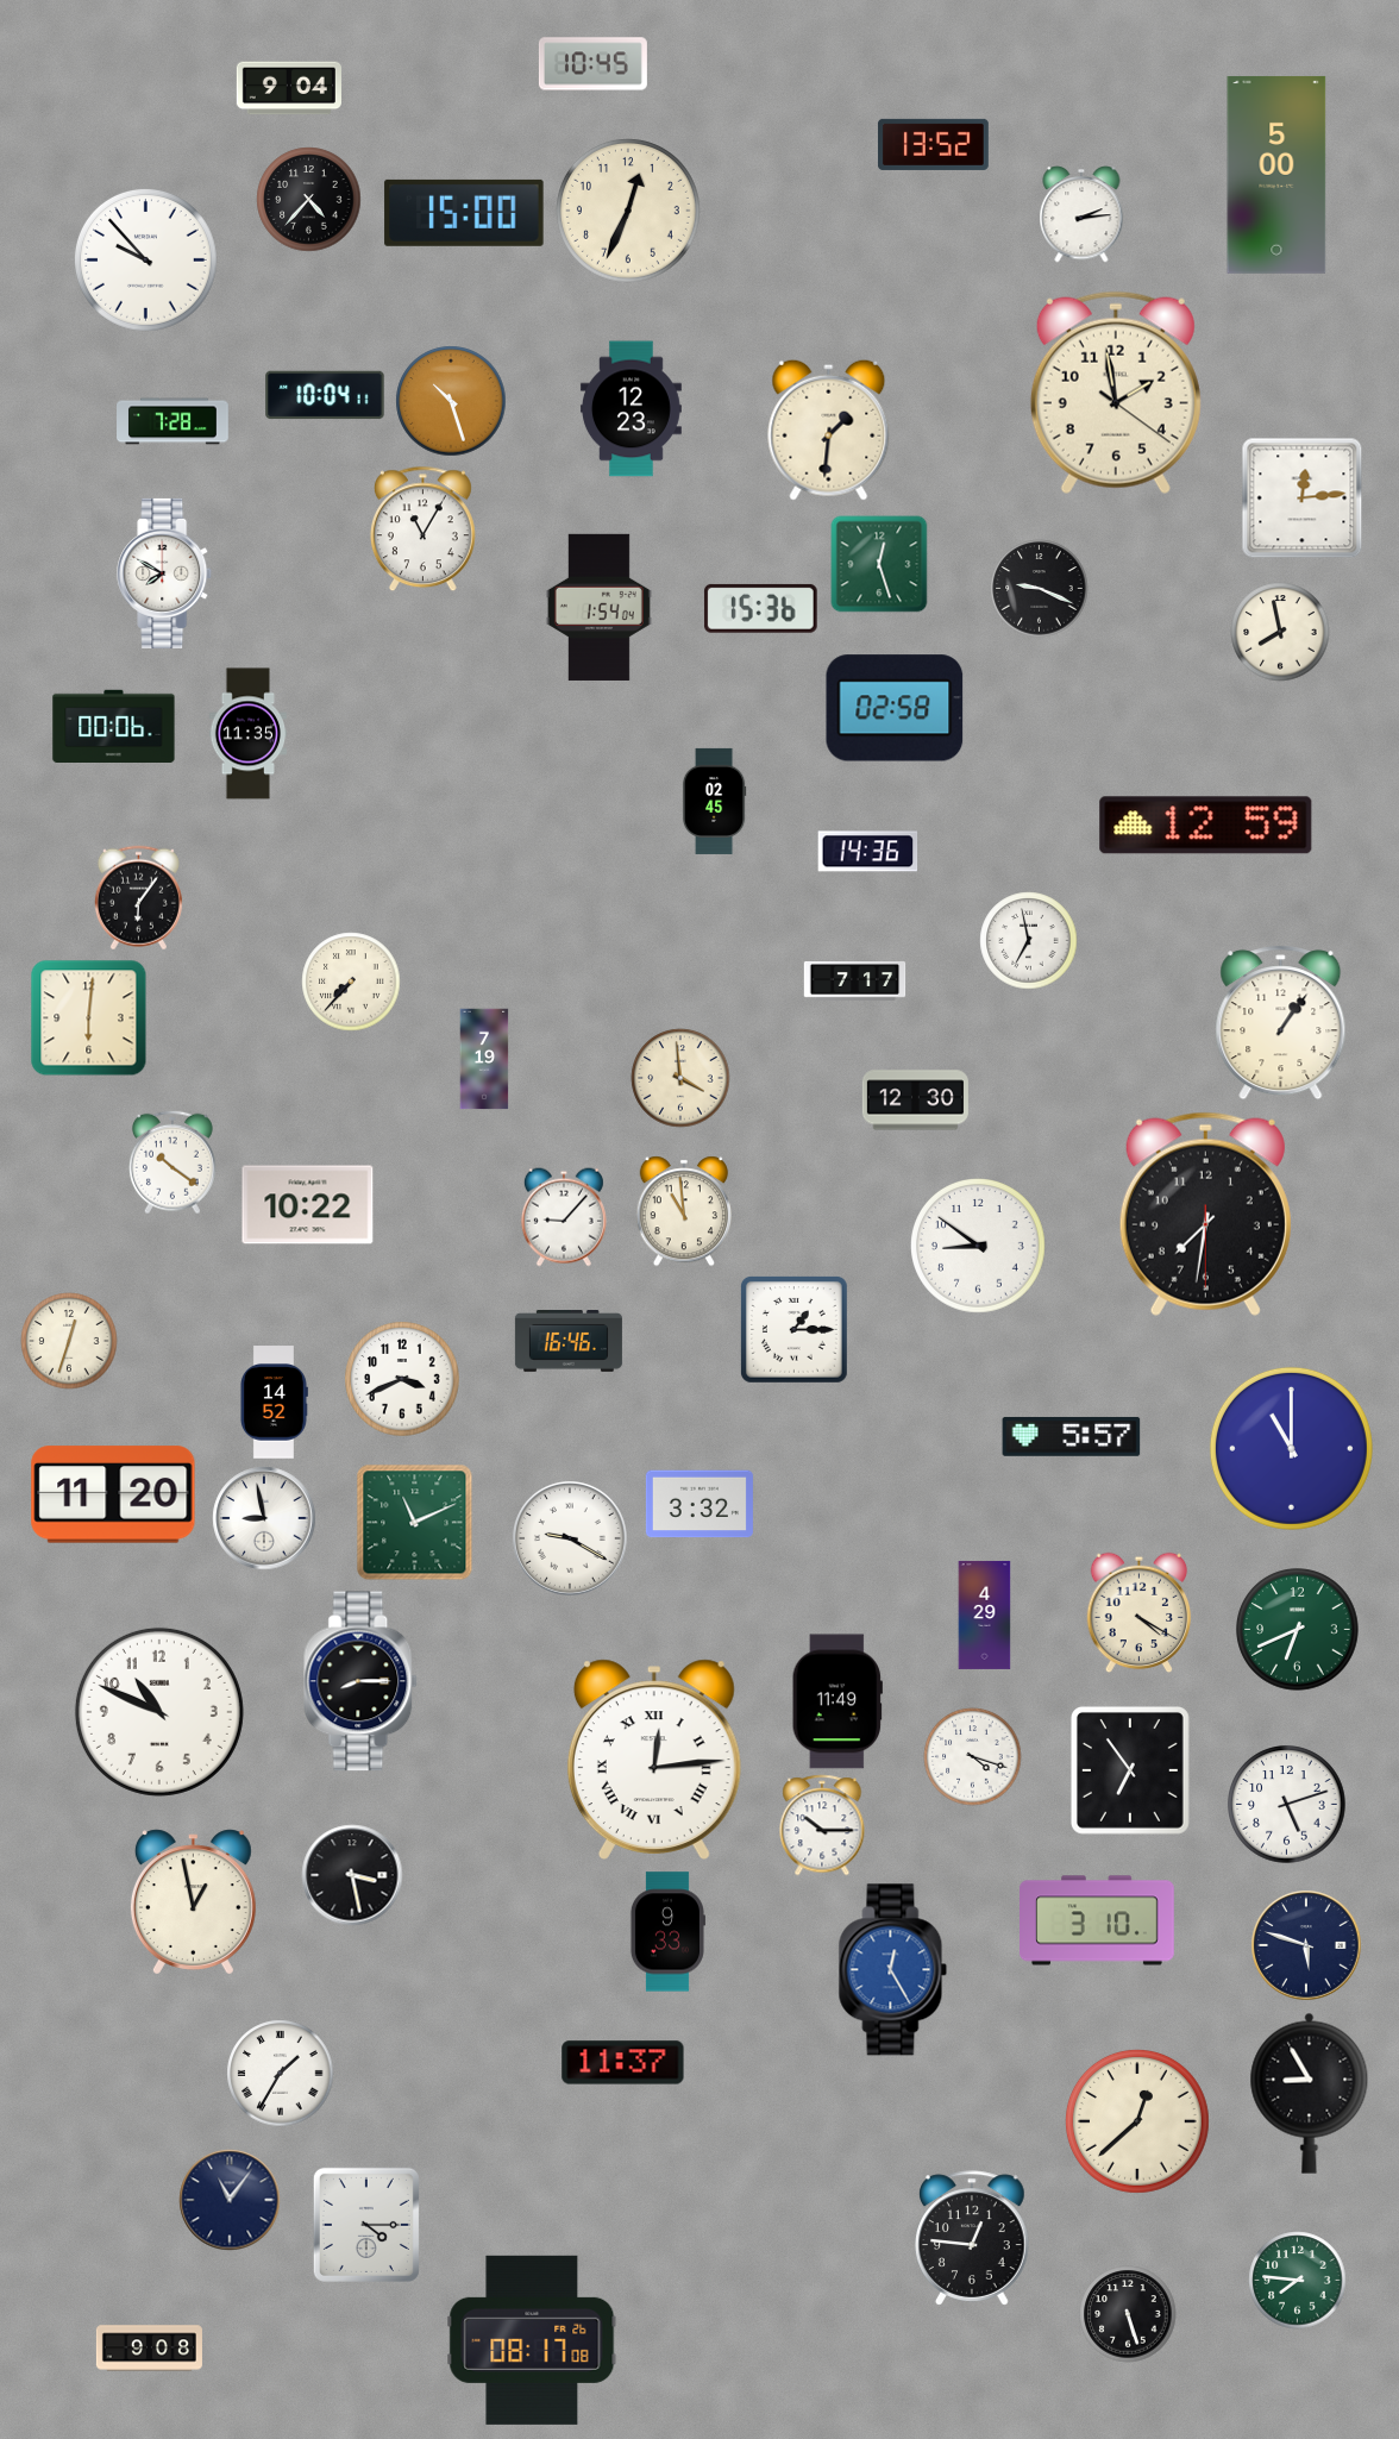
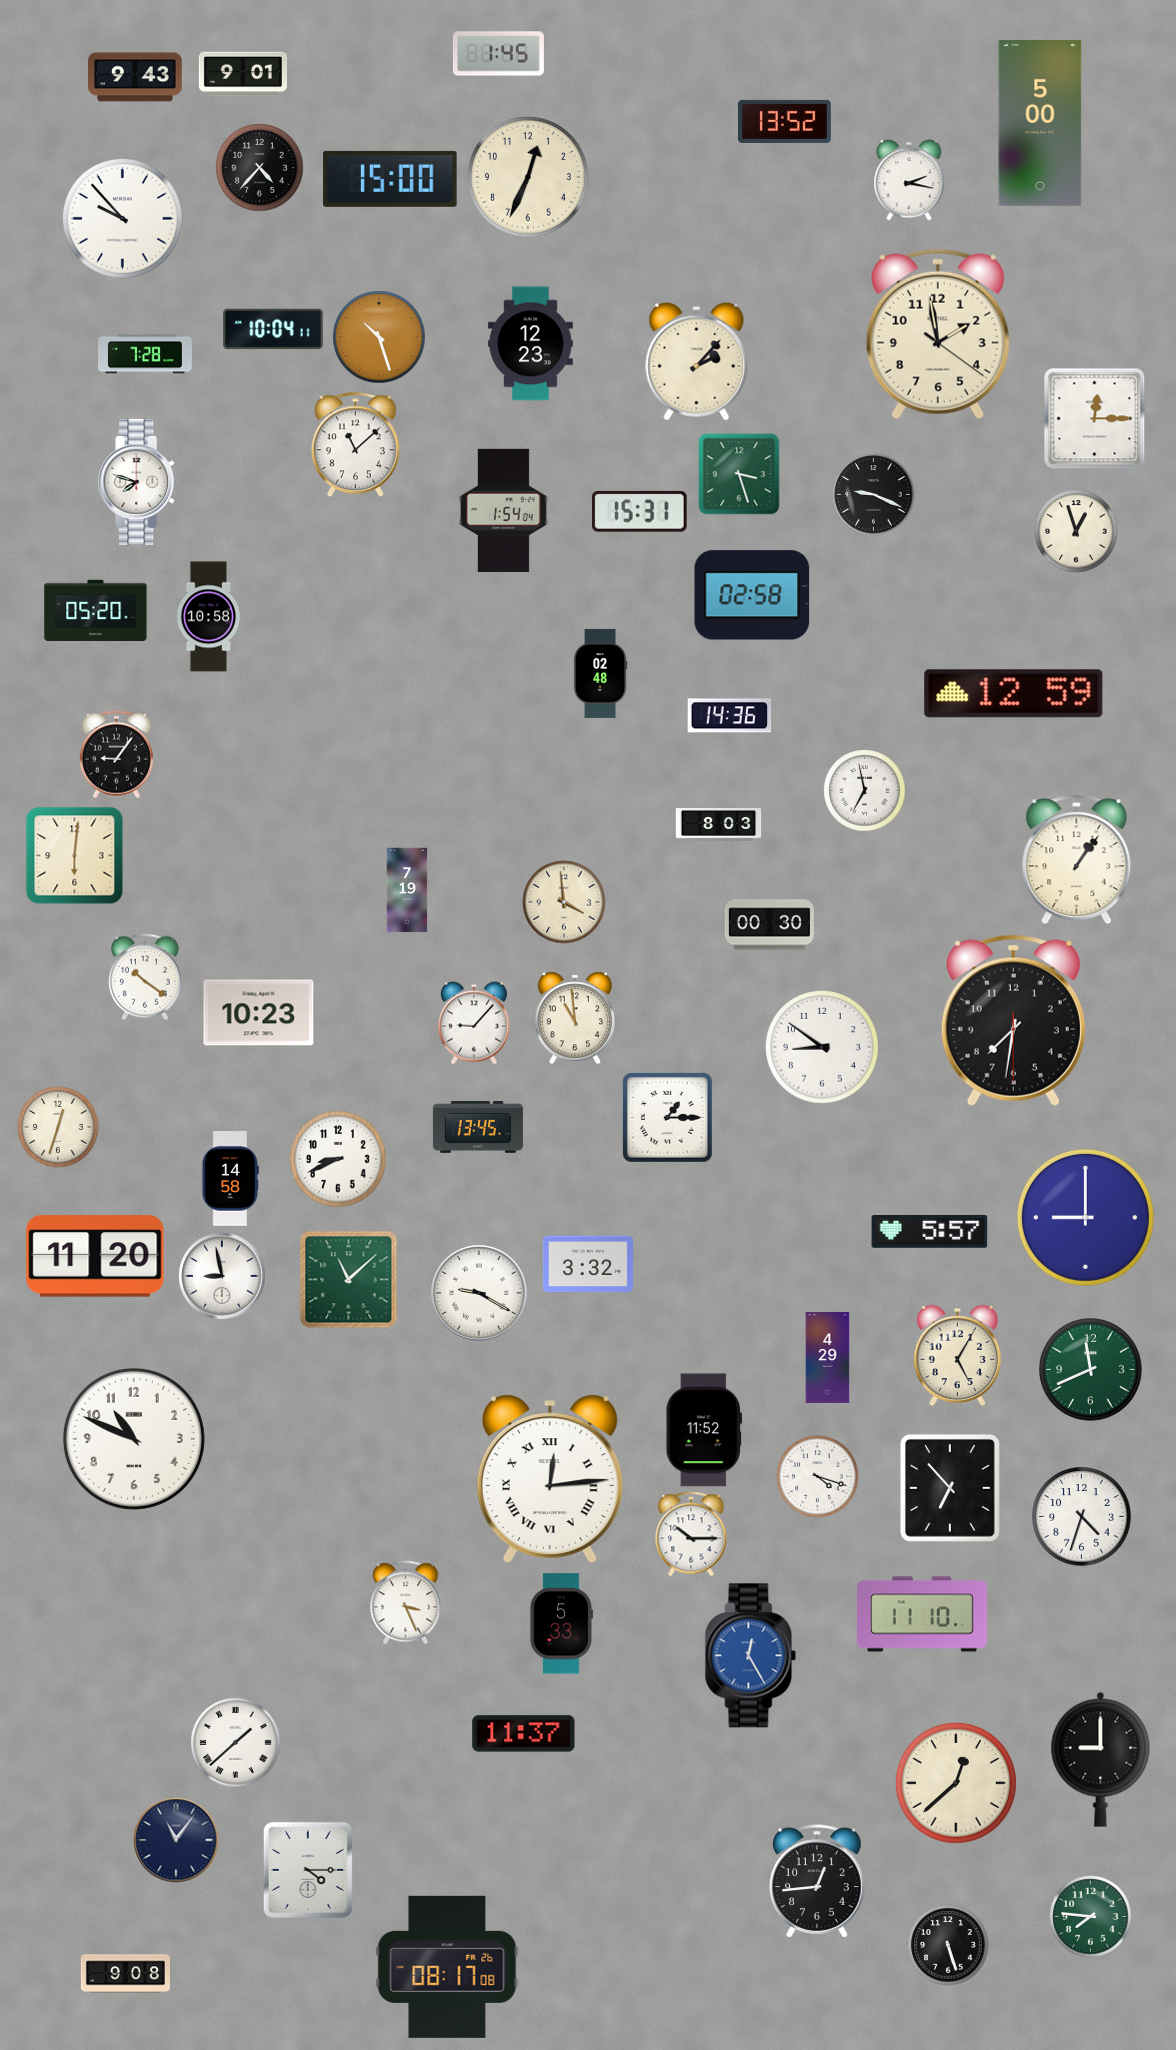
clock at (592, 64): 10:45 -> 1:45
clock at (289, 88): 9:04 -> 9:01
clock at (135, 77): none -> 9:43
clock at (1276, 175) position: (1276, 175) -> (1040, 123)
clock at (1081, 214): 2:14 -> 2:17
clock at (1116, 393) position: (1116, 393) -> (938, 334)
clock at (325, 395) position: (325, 395) -> (273, 329)
clock at (829, 430): 1:31 -> 2:07
clock at (1303, 499): 12:14 -> 12:15
clock at (422, 529): 11:05 -> 11:08
clock at (879, 564): 12:27 -> 3:27
clock at (165, 573): 7:50 -> 7:48
clock at (760, 608): 15:36 -> 15:31
clock at (1280, 632): 7:58 -> 12:57
clock at (114, 727): 00:06 -> 05:20
clock at (249, 734): 11:35 -> 10:58
clock at (714, 801): 02:45 -> 02:48
clock at (138, 898): 6:06 -> 9:06
clock at (351, 982): 7:37 -> none
clock at (855, 982): 7:17 -> 8:03
clock at (680, 1078) position: (680, 1078) -> (564, 902)
clock at (915, 1101): 12:30 -> 00:30
clock at (308, 1205): 10:22 -> 10:23
clock at (569, 1342): 16:46 -> 13:45
clock at (402, 1379): 3:41 -> 8:41
clock at (274, 1403): 14:52 -> 14:58
clock at (1072, 1436) position: (1072, 1436) -> (930, 1231)
clock at (1291, 1448): 11:00 -> 9:00
clock at (415, 1523): 11:11 -> 11:08
clock at (1140, 1613): 4:20 -> 5:05
clock at (1298, 1630): 6:41 -> 11:41
clock at (362, 1681): 8:15 -> none
clock at (837, 1701): 11:49 -> 11:52
clock at (1130, 1770): 6:54 -> 6:53
clock at (1287, 1805): 5:12 -> 4:33
clock at (352, 1875): 3:28 -> none
clock at (193, 1902): 12:58 -> none
clock at (406, 1603): none -> 3:26
clock at (1098, 1920): 3:10 -> 11:10
clock at (667, 1932): 9:33 -> 5:33
clock at (1306, 1945): 5:48 -> none
clock at (281, 2074): 1:35 -> 1:38
clock at (1310, 2093): 8:55 -> 9:00
clock at (230, 2200) position: (230, 2200) -> (176, 1840)
clock at (973, 2238): 12:46 -> 12:44
